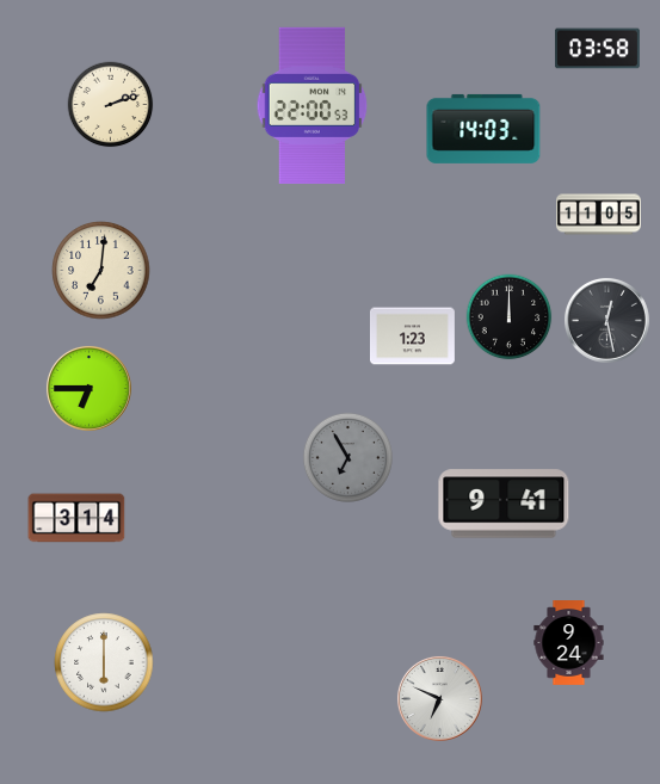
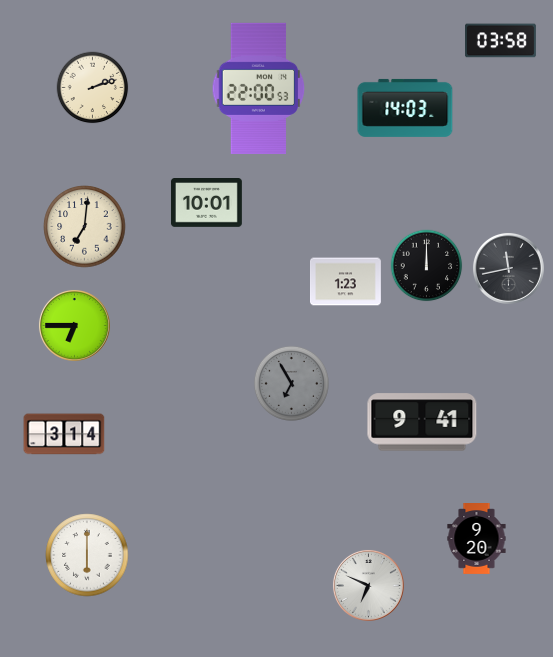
clock at (313, 105) position: (313, 105) -> (259, 88)
clock at (599, 215): 11:05 -> none
clock at (206, 203): none -> 10:01
clock at (606, 320): 12:28 -> 11:43
clock at (569, 643): 9:24 -> 9:20
